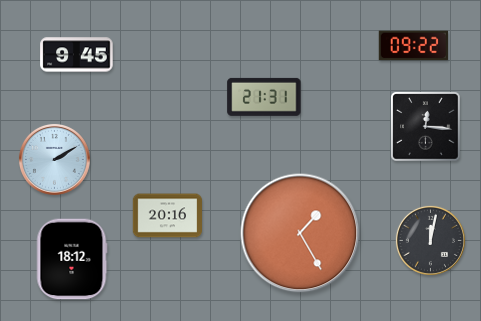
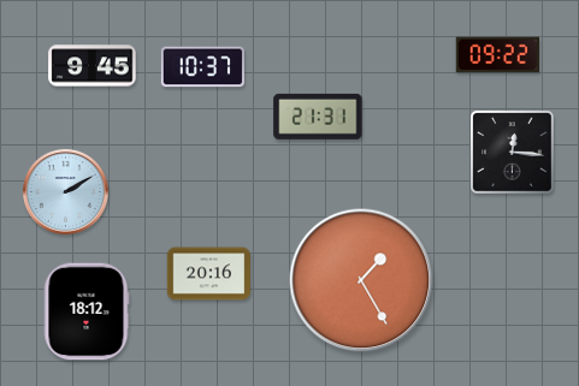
clock at (202, 67): none -> 10:37
clock at (167, 216) position: (167, 216) -> (208, 274)
clock at (430, 240): 12:02 -> none
